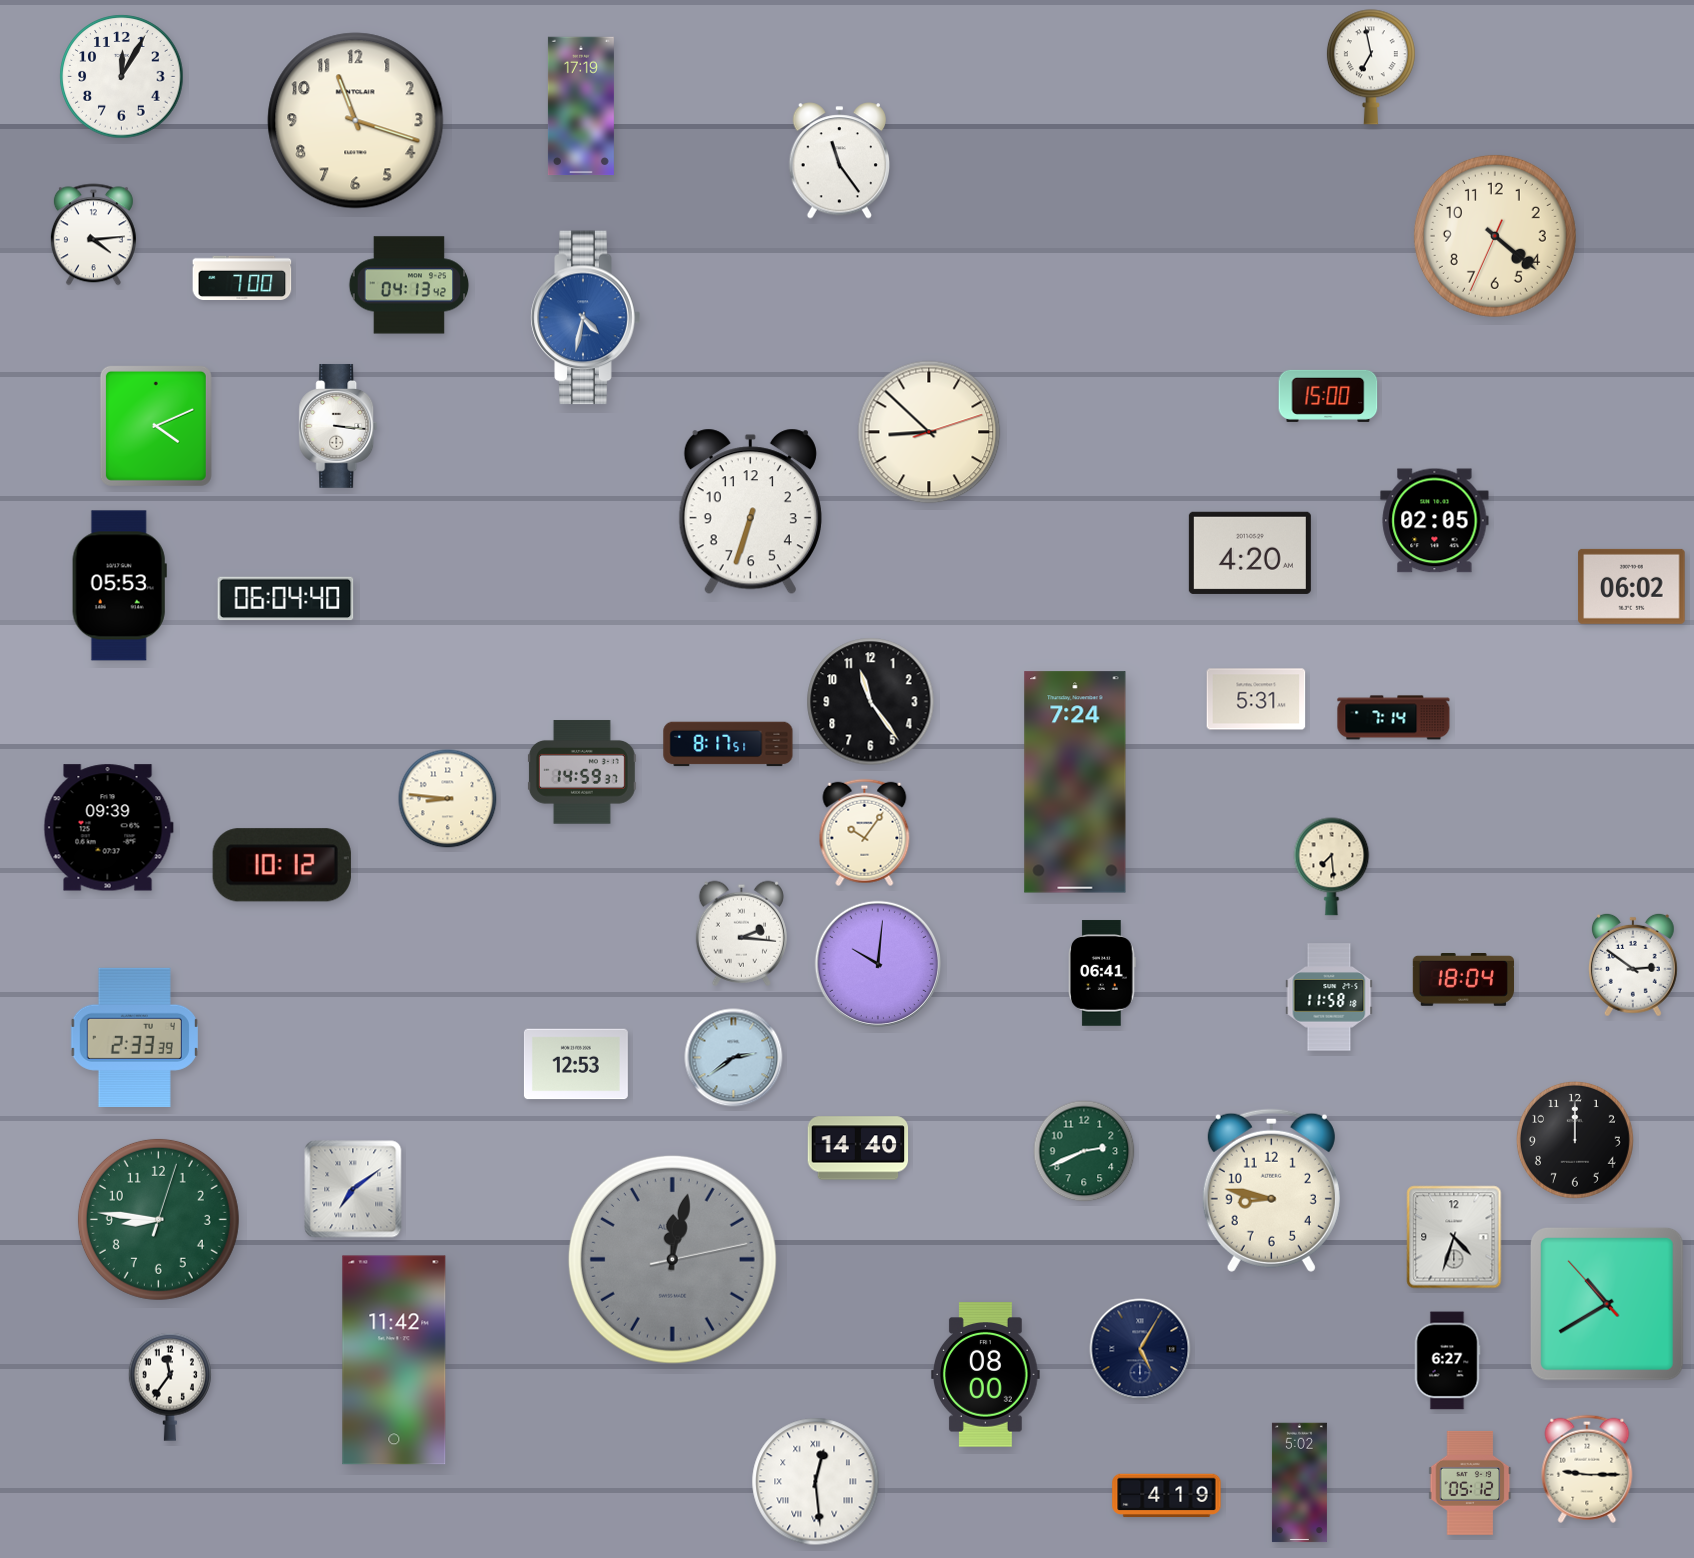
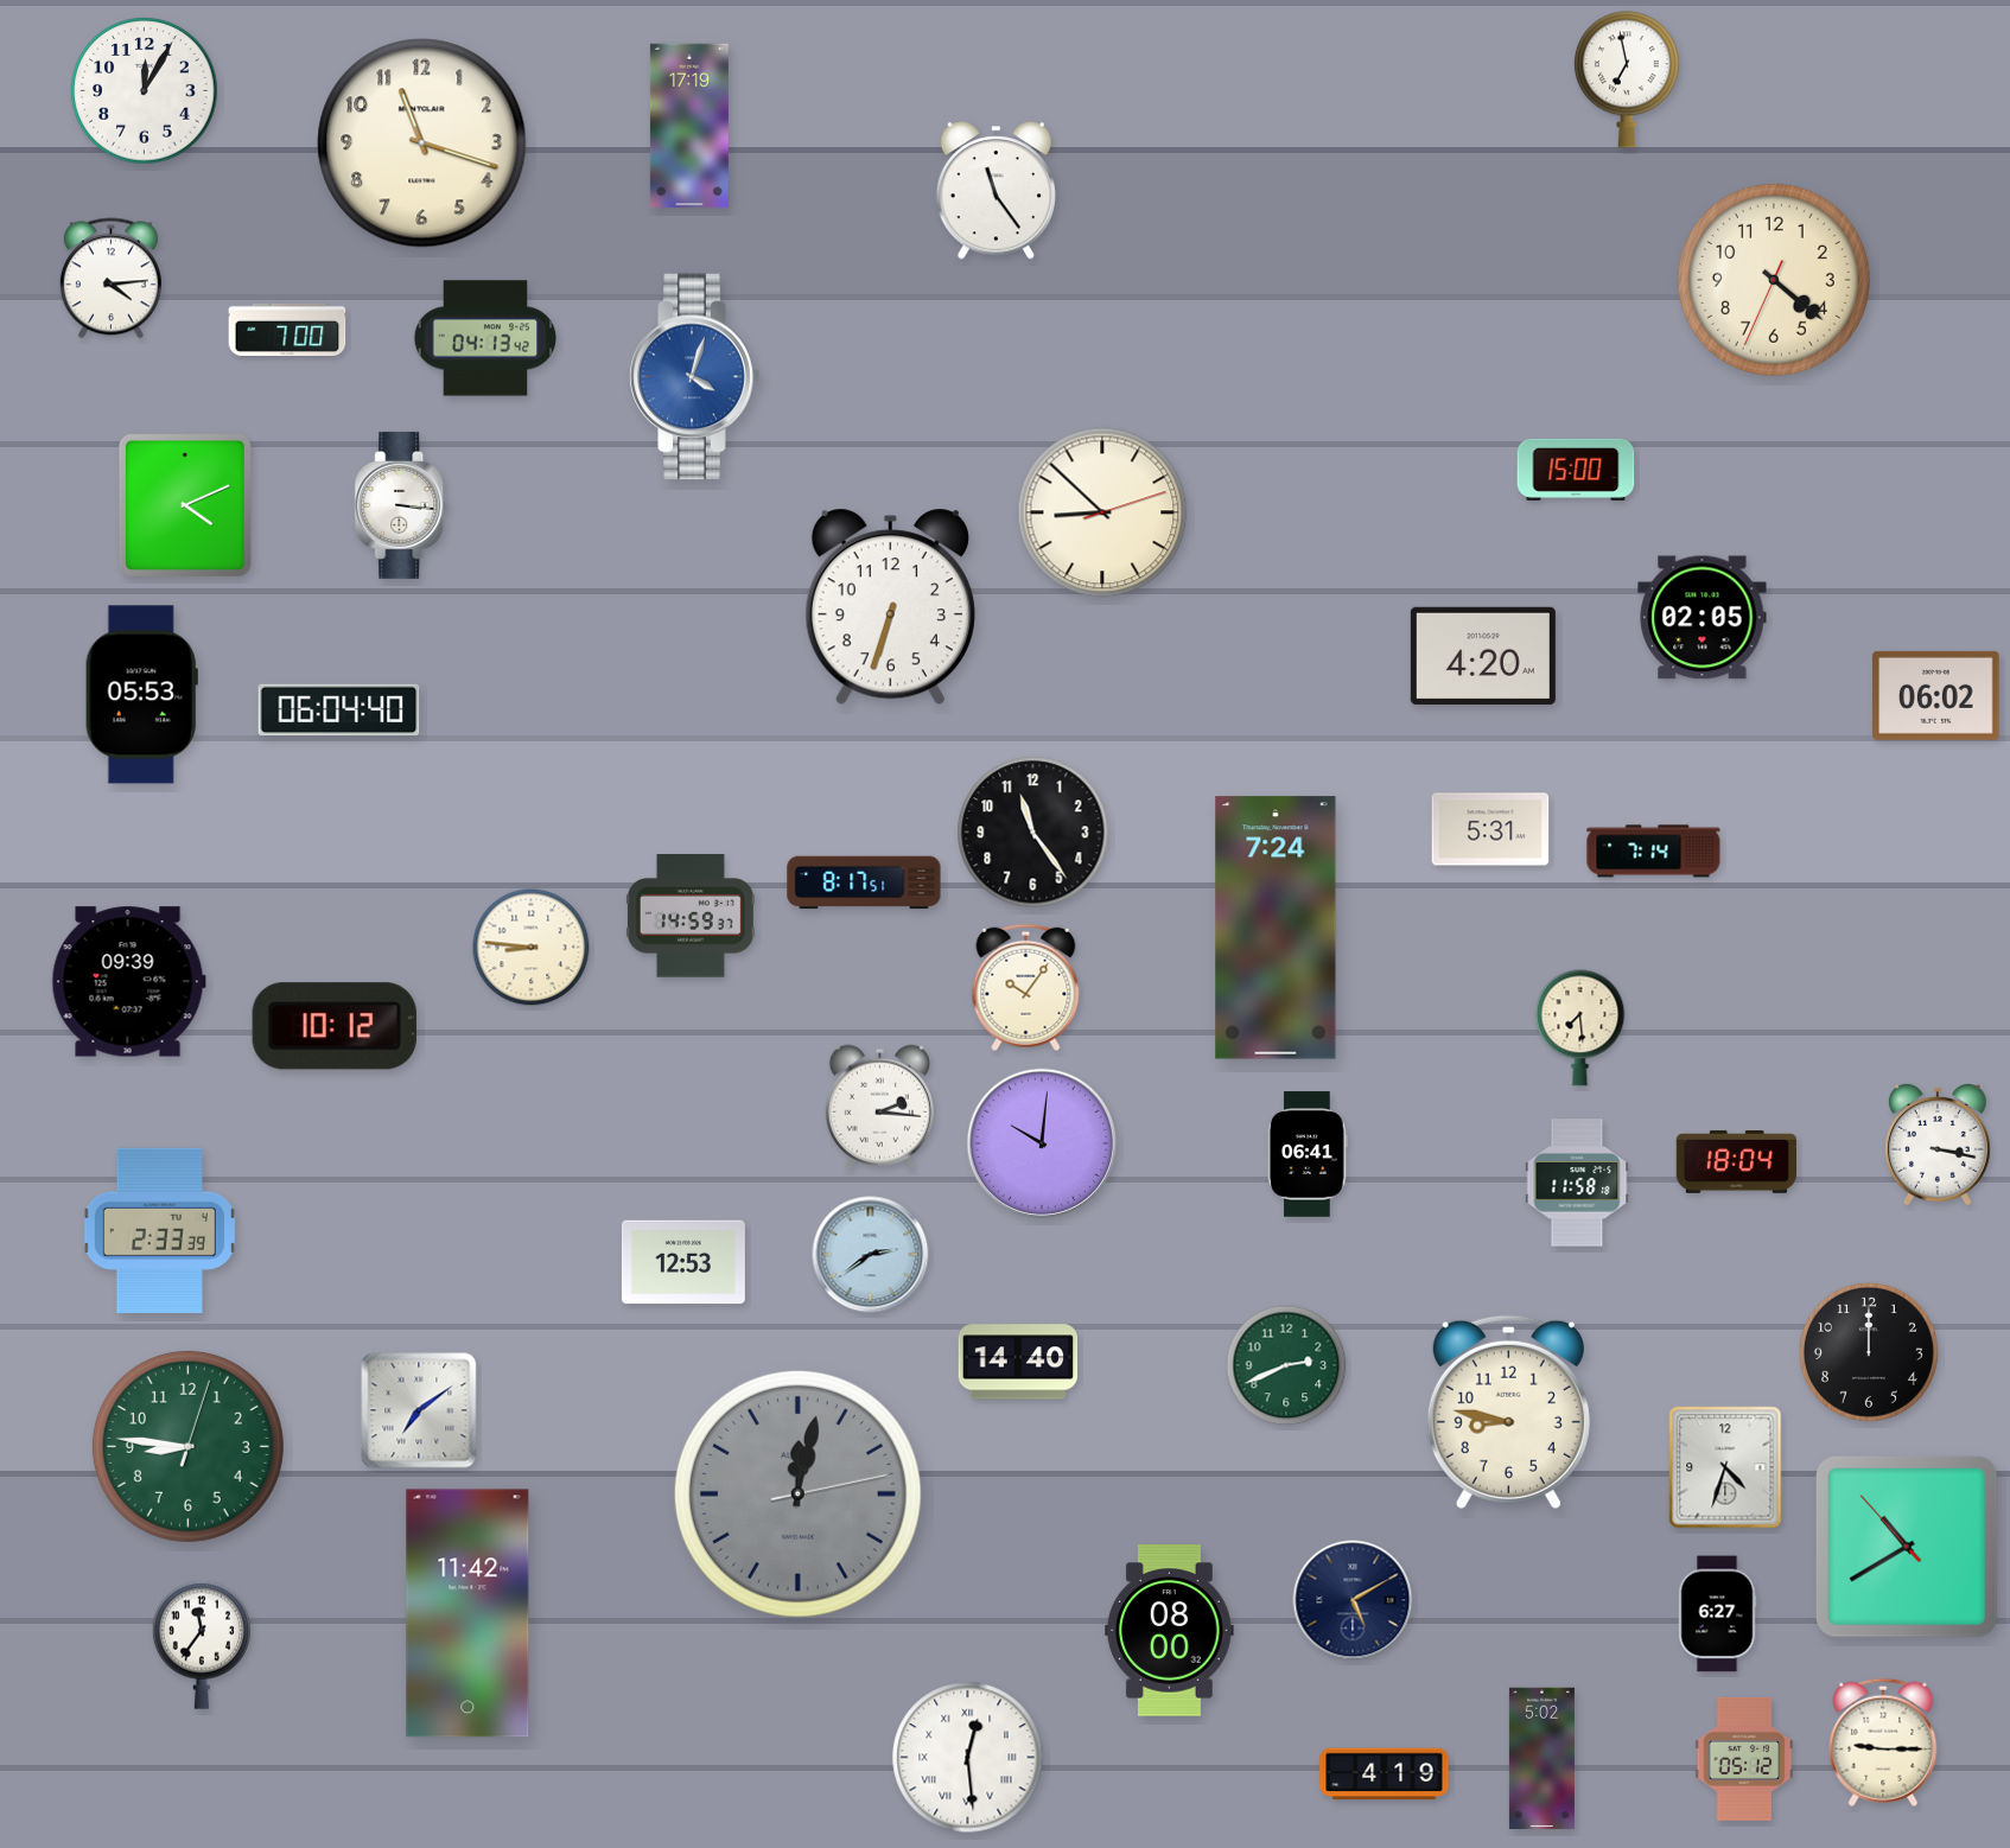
clock at (586, 318): 4:32 -> 4:03
clock at (1633, 965): 2:51 -> 3:17
clock at (1140, 1349): 5:05 -> 5:10
